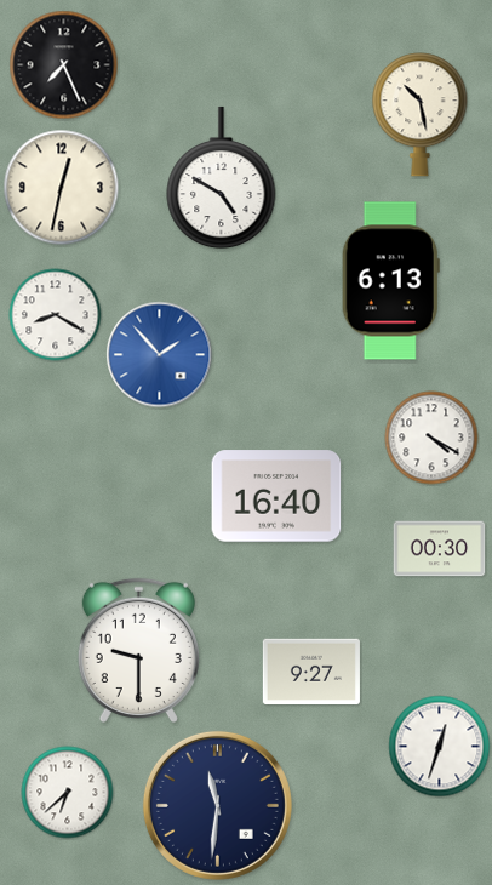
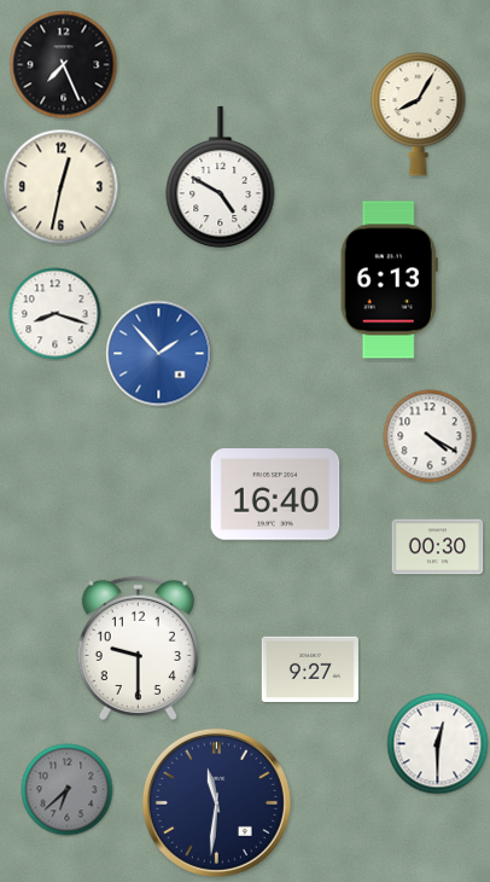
clock at (421, 115): 10:28 -> 8:05
clock at (56, 315): 8:20 -> 8:18
clock at (440, 747): 12:33 -> 12:30
clock at (68, 793) dial: white -> grey
